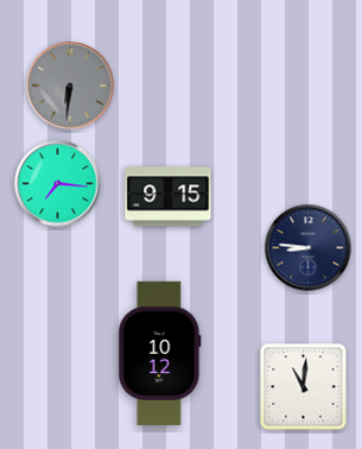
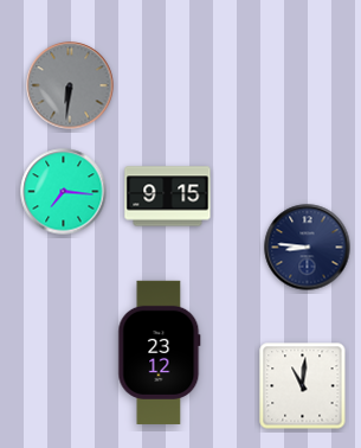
clock at (58, 184) position: (58, 184) -> (64, 192)
clock at (160, 353): 10:12 -> 23:12
